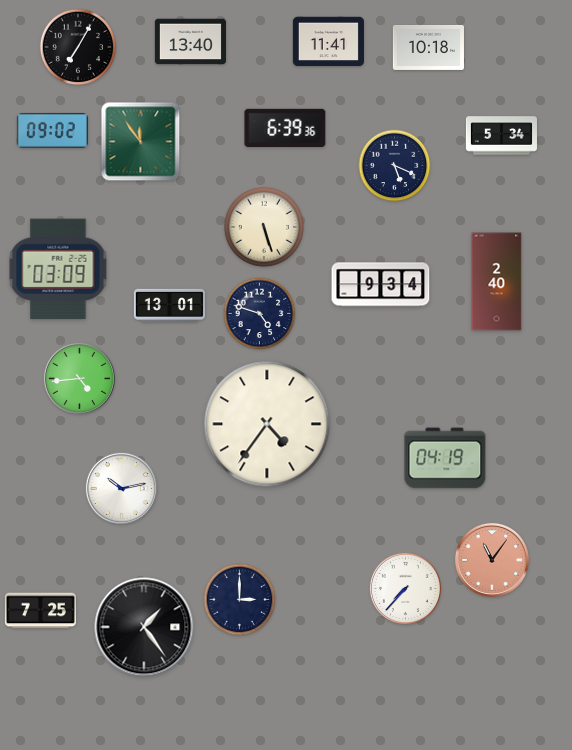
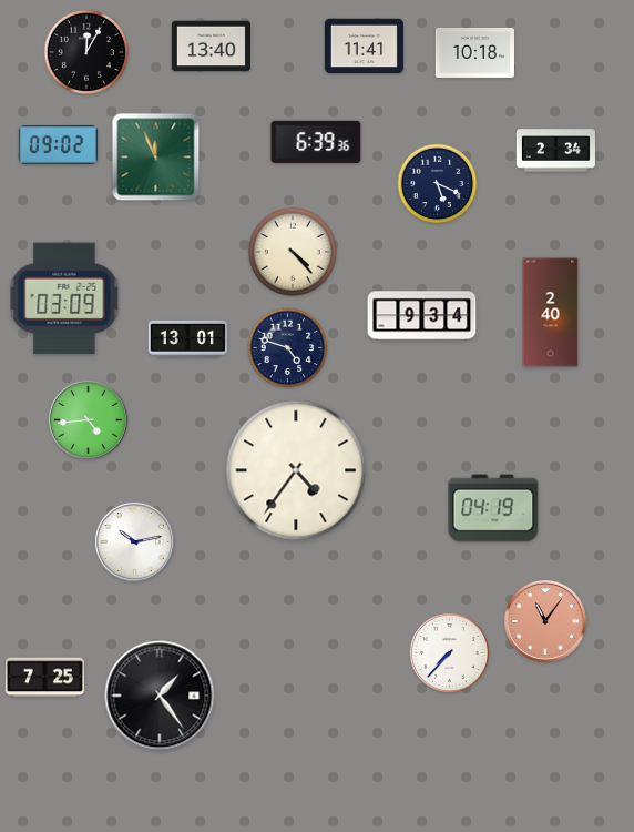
clock at (78, 47): 7:05 -> 12:05
clock at (501, 136): 5:34 -> 2:34
clock at (141, 142): 11:54 -> 11:56
clock at (264, 227): 5:27 -> 4:23
clock at (240, 600): 3:00 -> none
